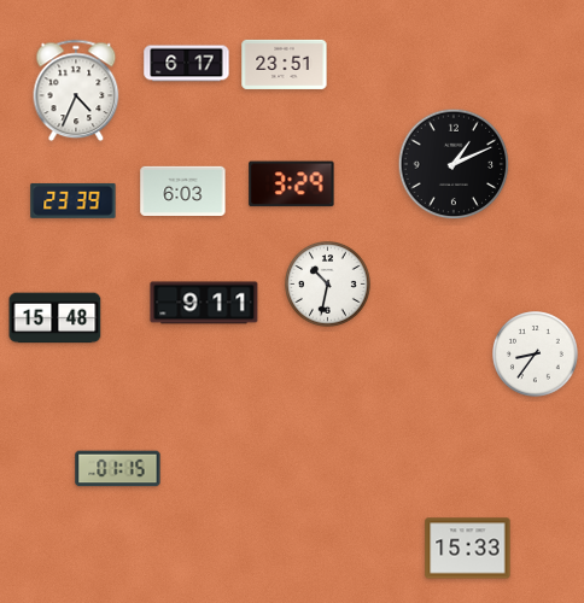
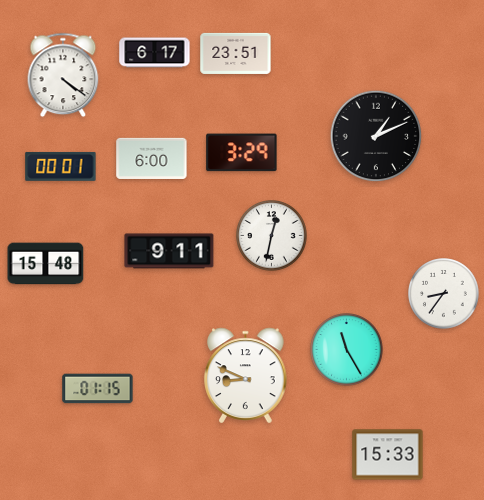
clock at (76, 90): 4:34 -> 4:21
clock at (183, 191): 6:03 -> 6:00
clock at (74, 200): 23:39 -> 00:01
clock at (328, 285): 10:32 -> 12:32
clock at (347, 350): none -> 11:25
clock at (246, 376): none -> 8:49
